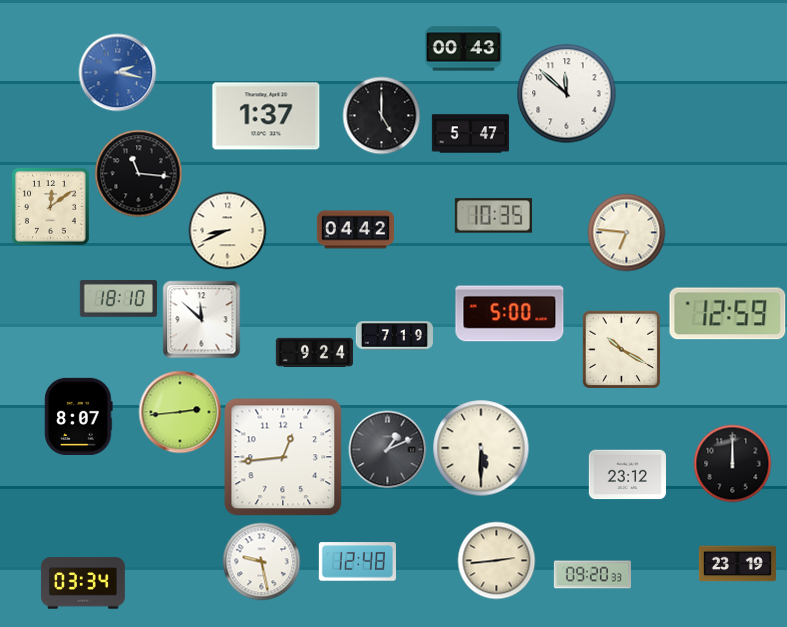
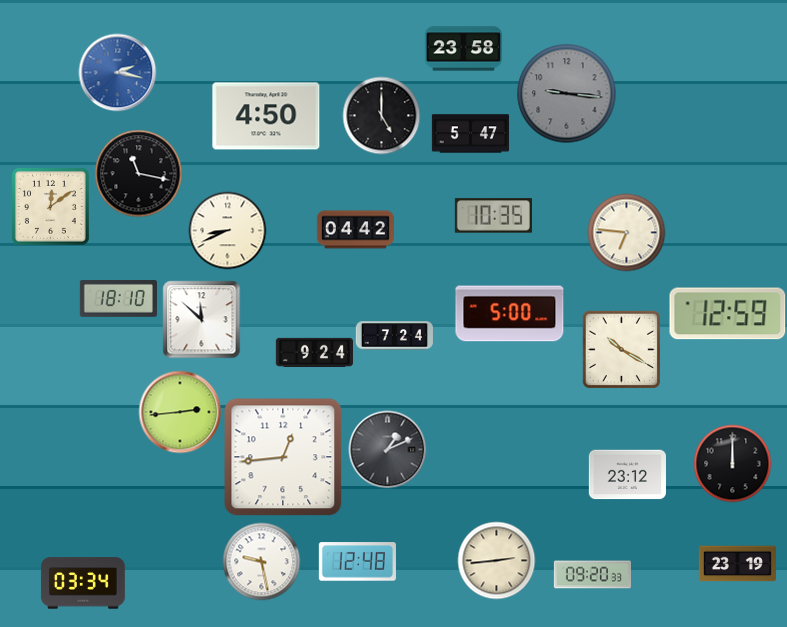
clock at (463, 49): 00:43 -> 23:58
clock at (567, 94): 11:52 -> 9:16
clock at (567, 94) dial: white -> grey
clock at (266, 116): 1:37 -> 4:50
clock at (138, 173): 11:16 -> 11:17
clock at (394, 336): 7:19 -> 7:24
clock at (79, 416): 8:07 -> none
clock at (481, 448): 5:30 -> none
